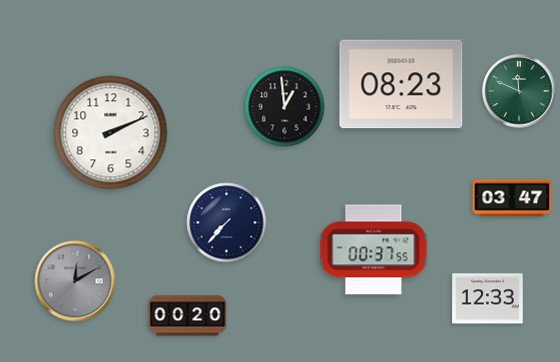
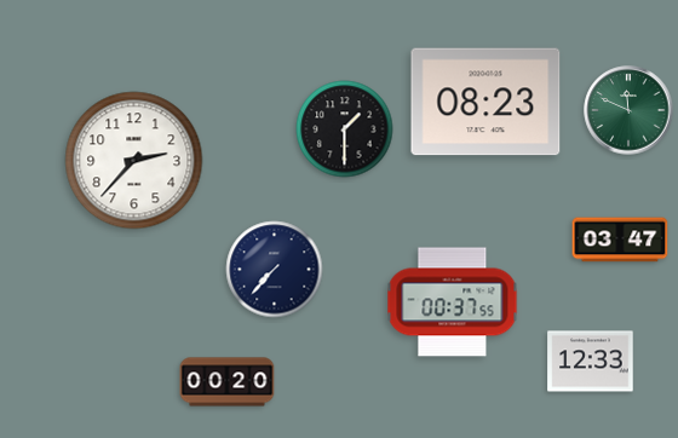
clock at (285, 107): 12:59 -> 1:30
clock at (111, 133): 2:11 -> 2:37
clock at (75, 281): 12:10 -> none
